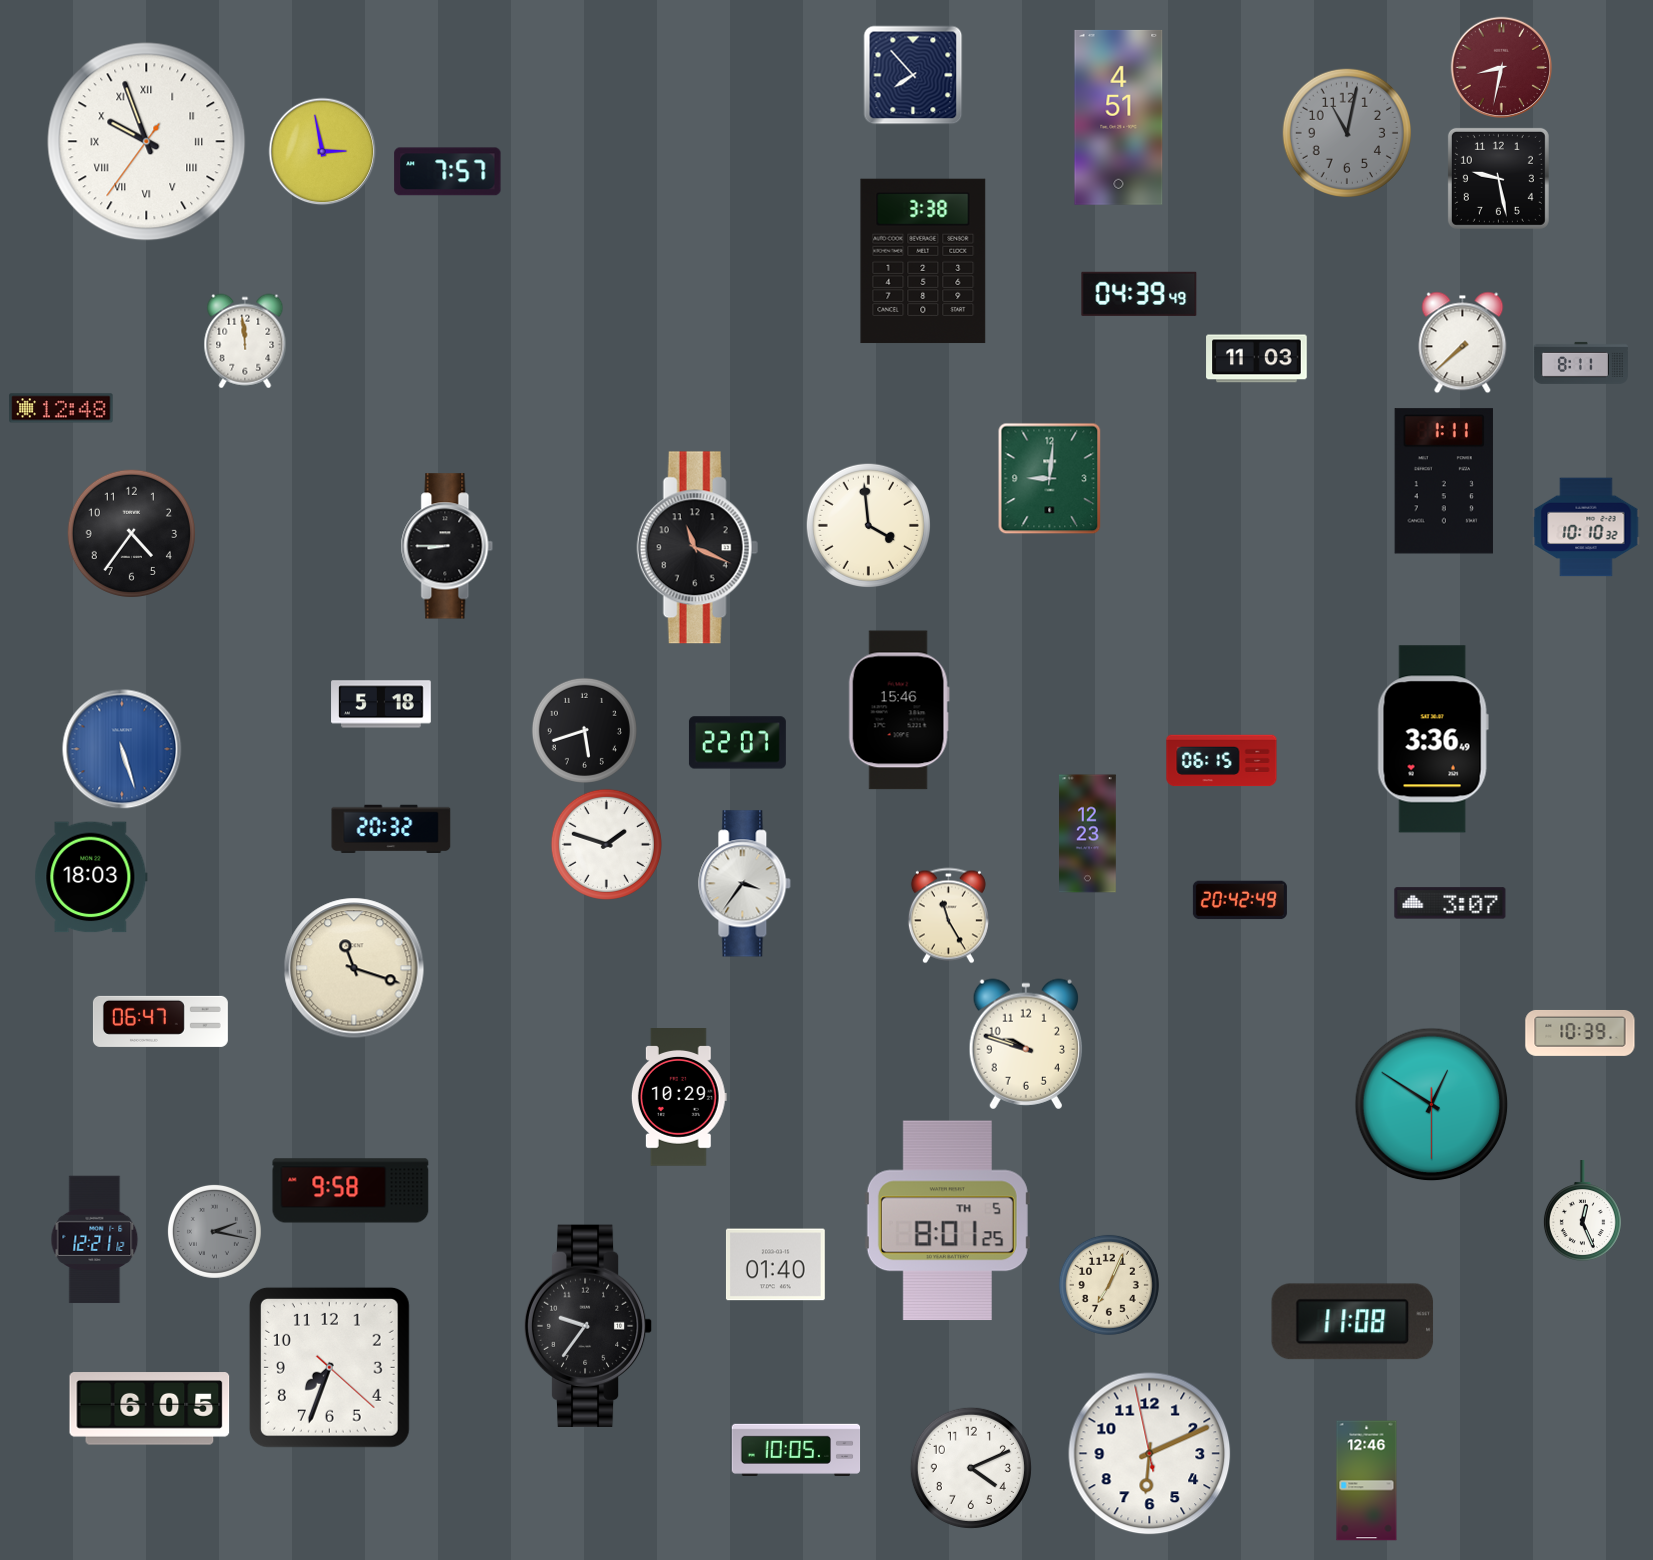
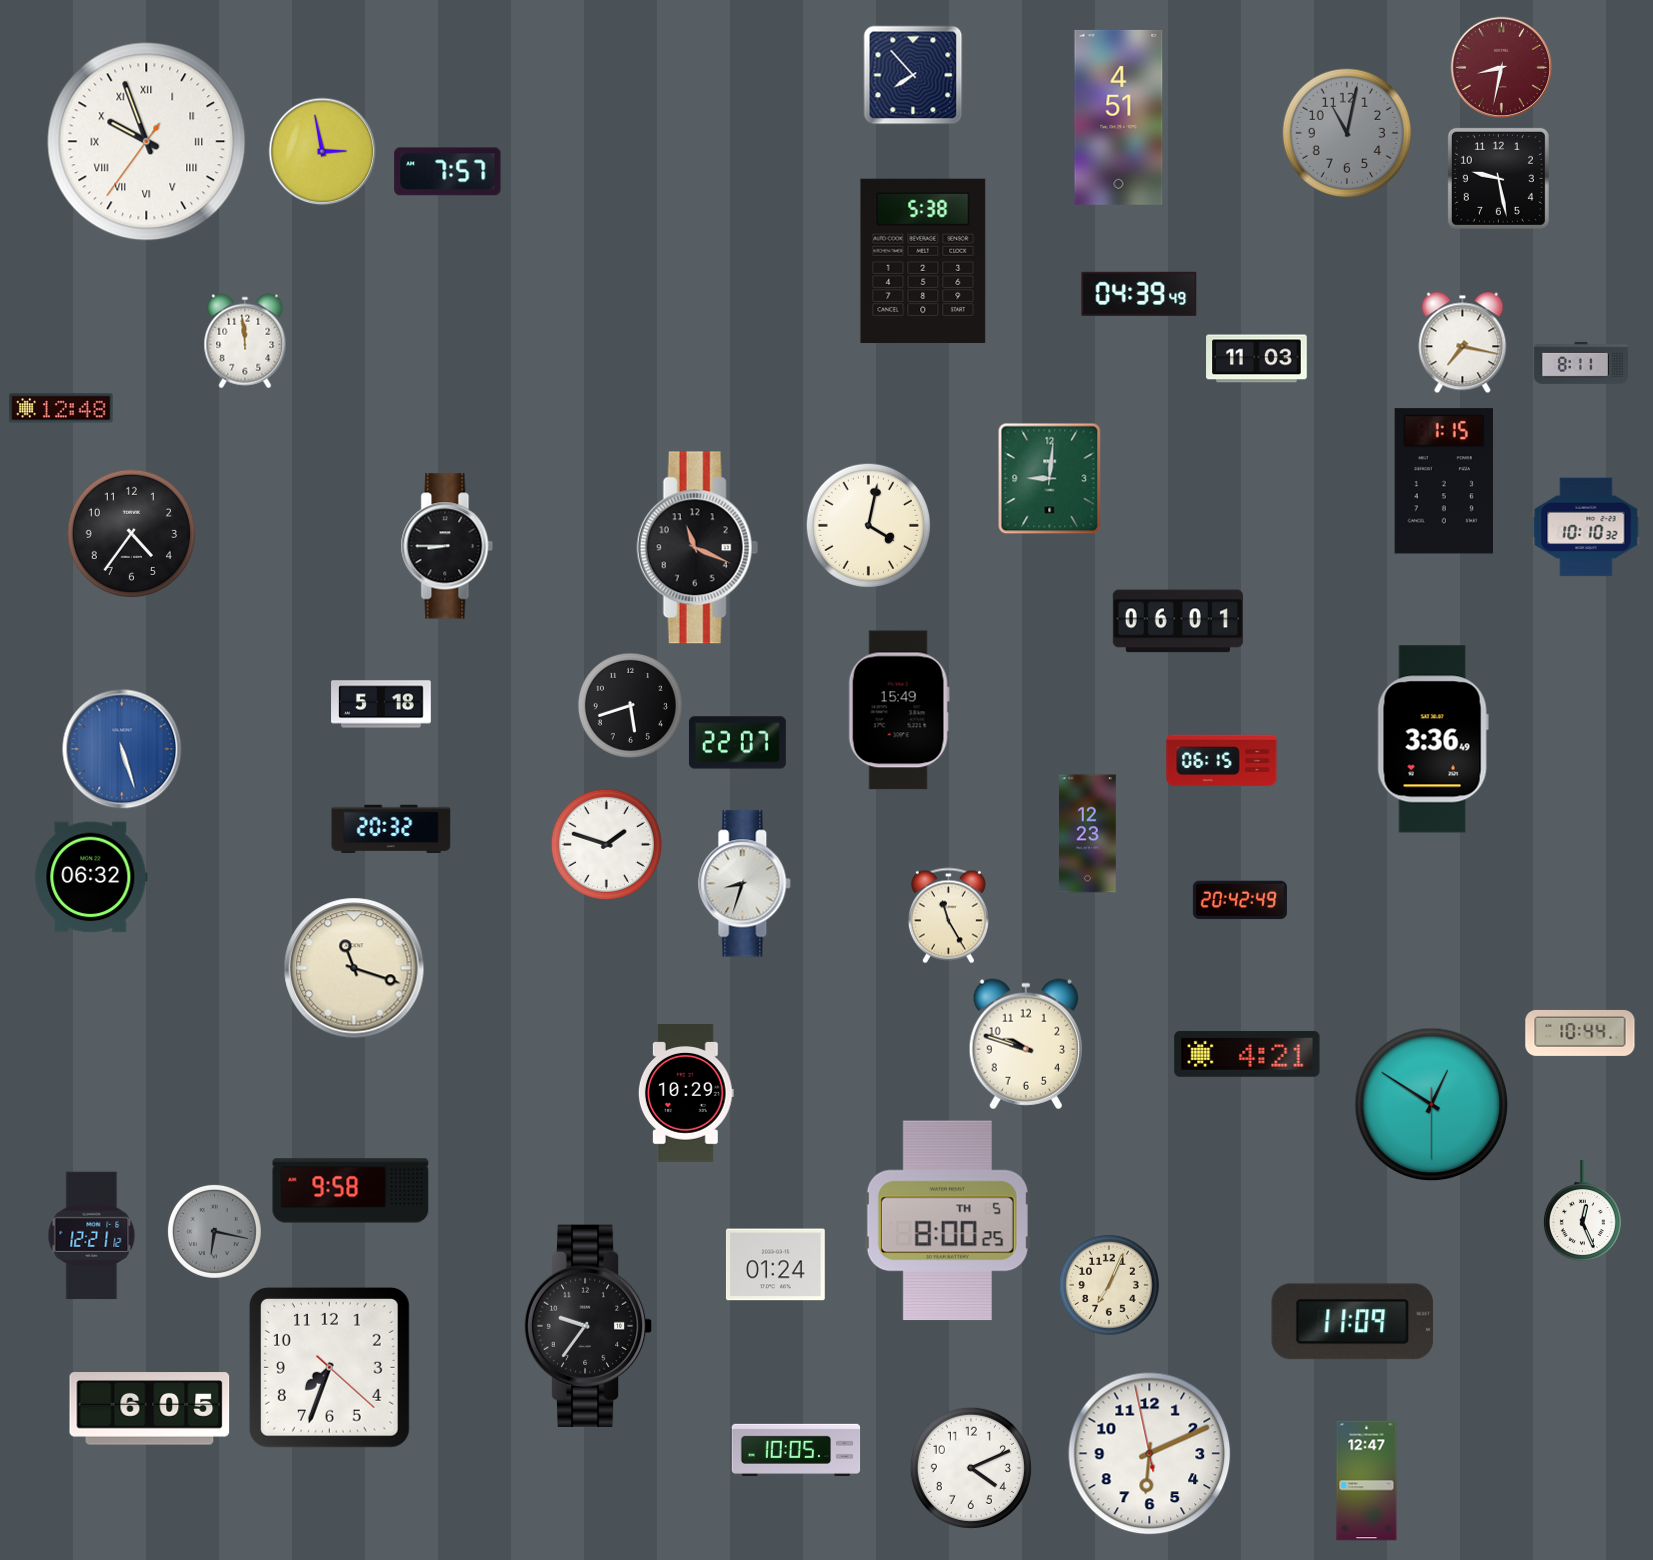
clock at (923, 261): 3:38 -> 5:38
clock at (1463, 343): 7:38 -> 7:17
clock at (1444, 481): 1:11 -> 1:15
clock at (868, 525): 3:59 -> 4:02
clock at (1178, 621): none -> 06:01
clock at (899, 710): 15:46 -> 15:49
clock at (584, 730) position: (584, 730) -> (630, 705)
clock at (91, 877): 18:03 -> 06:32
clock at (745, 884): 3:36 -> 8:33
clock at (1450, 903): 3:07 -> none
clock at (160, 1021): 06:47 -> none
clock at (1580, 1033): 10:39 -> 10:44
clock at (1247, 1054): none -> 4:21
clock at (679, 1098) position: (679, 1098) -> (686, 1094)
clock at (947, 1221): 8:01 -> 8:00
clock at (214, 1231): 2:17 -> 6:17
clock at (95, 1240) position: (95, 1240) -> (92, 1236)
clock at (775, 1265): 01:40 -> 01:24
clock at (1353, 1322): 11:08 -> 11:09
clock at (1367, 1481): 12:46 -> 12:47
